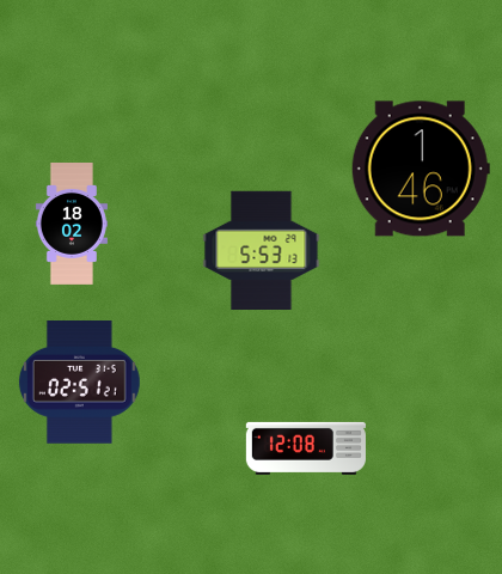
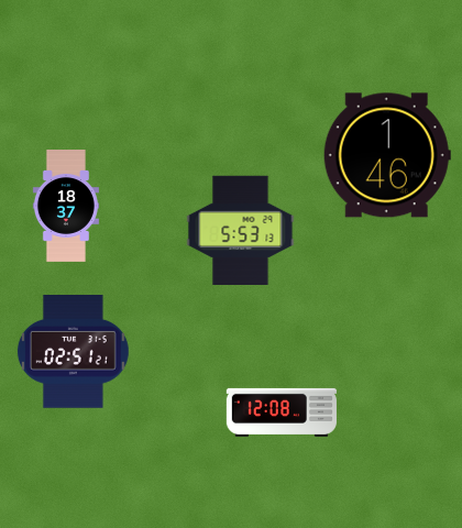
clock at (72, 225): 18:02 -> 18:37
